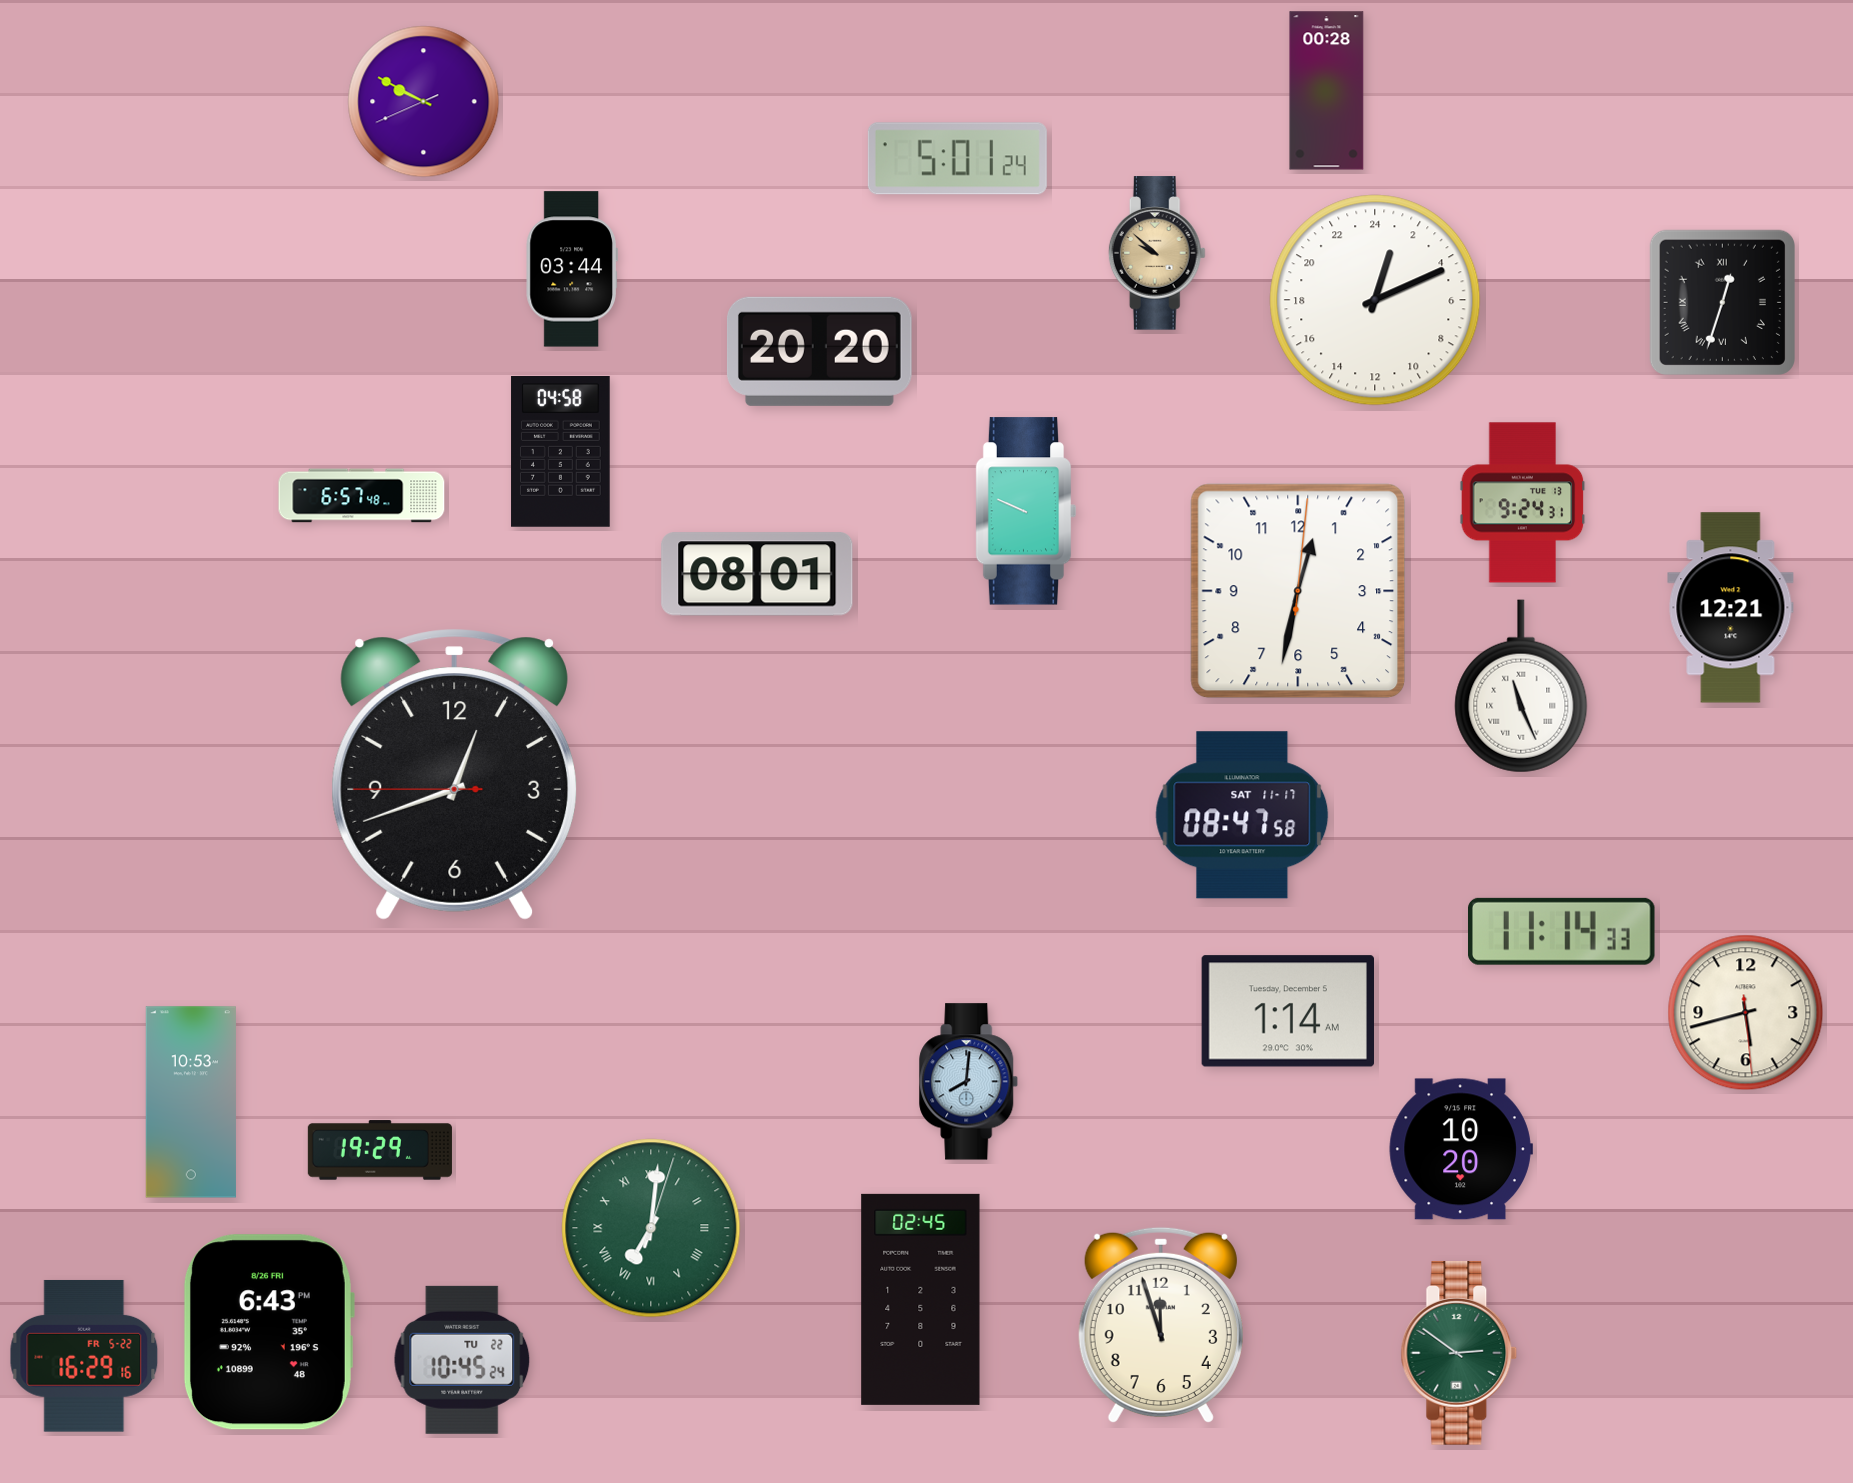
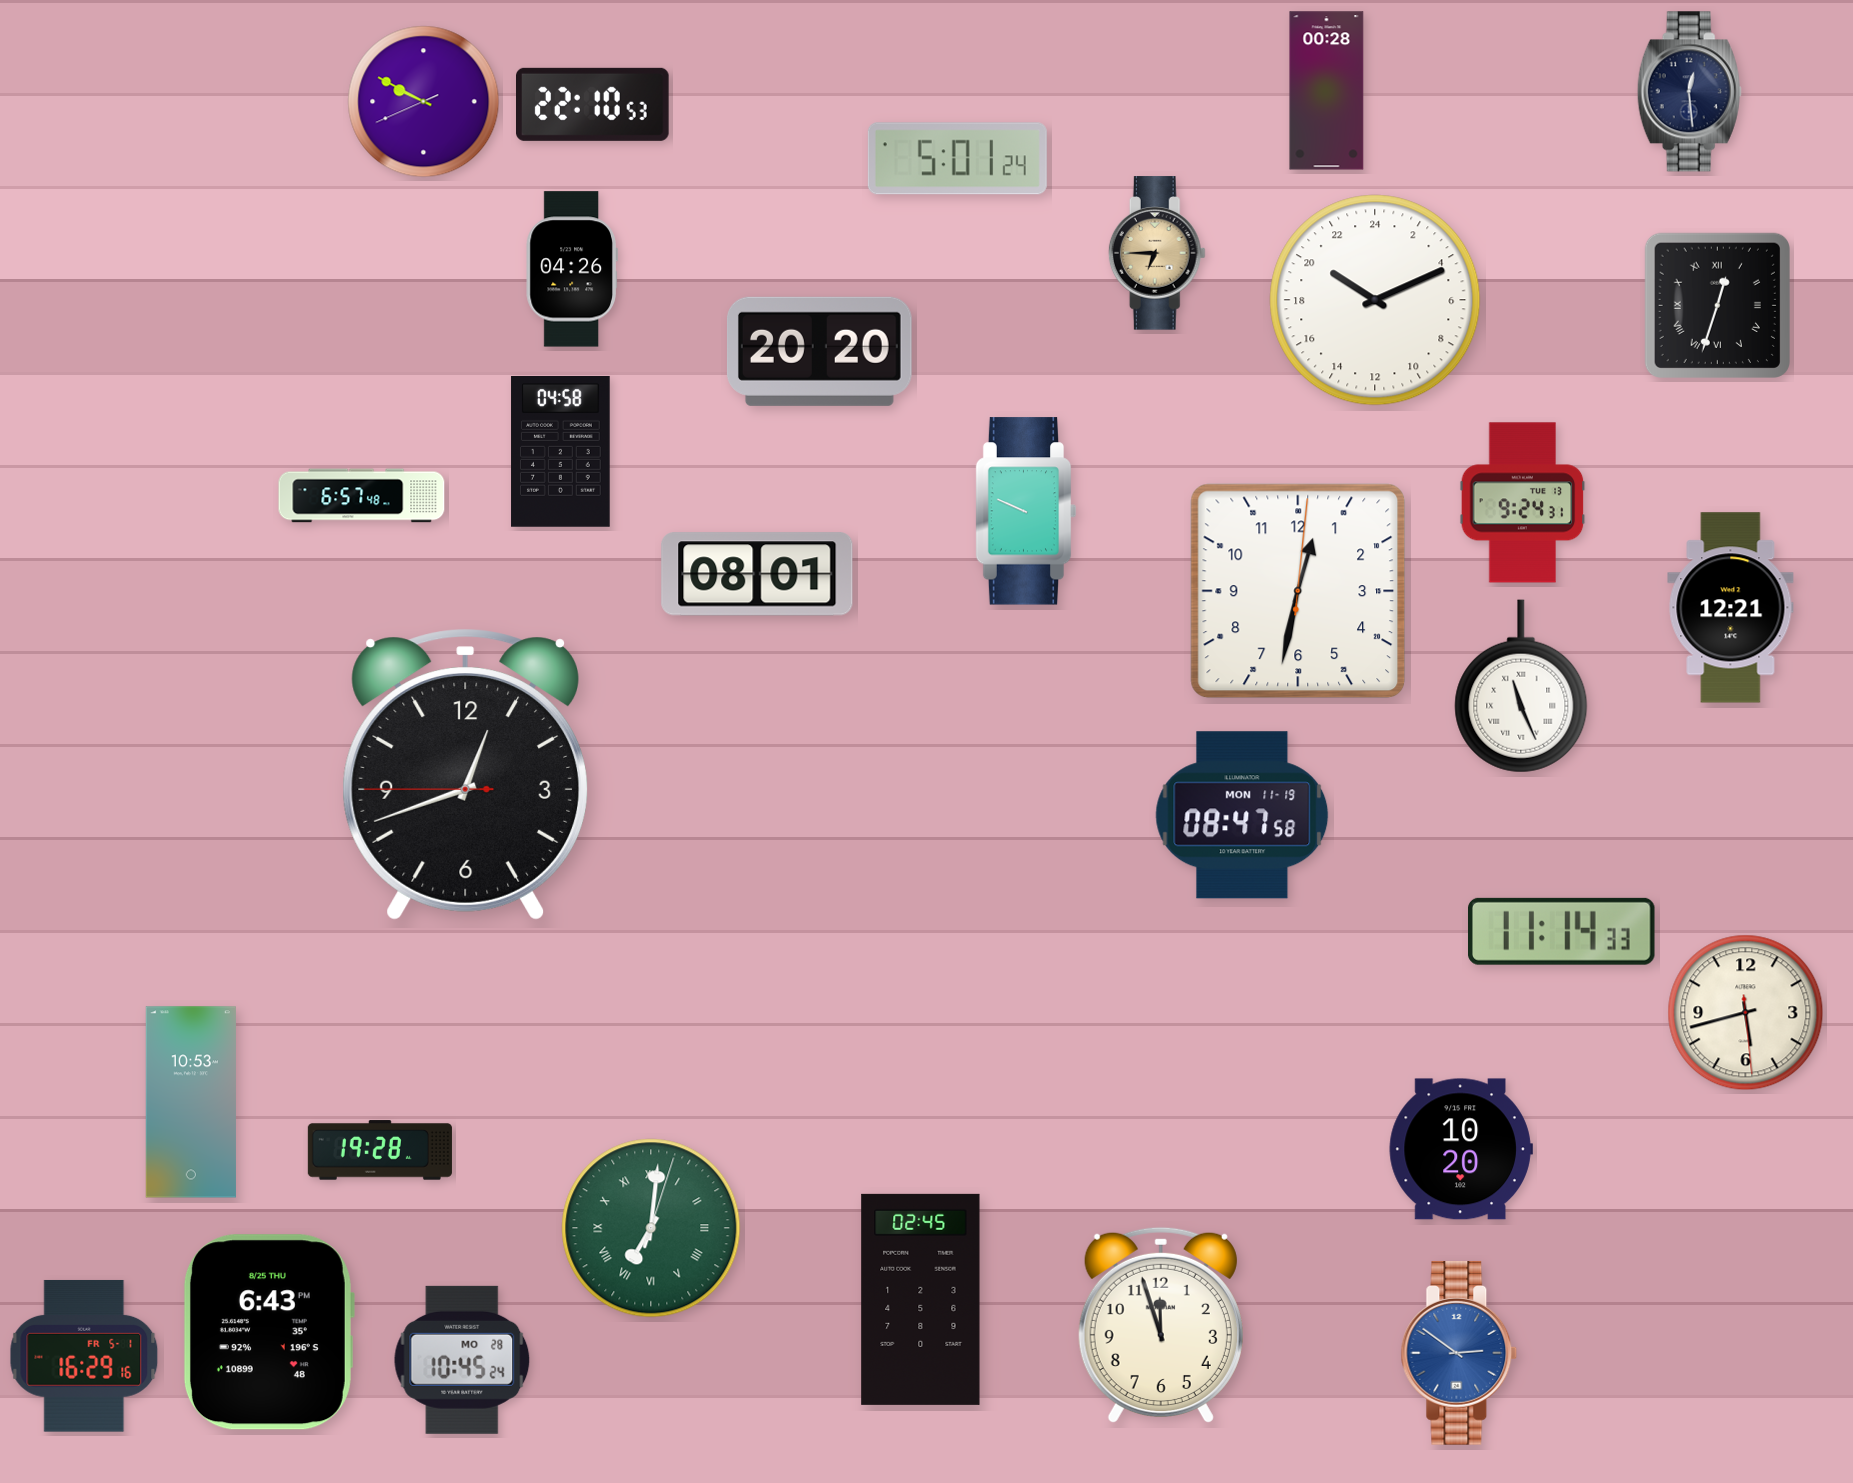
clock at (1689, 92): none -> 12:29
clock at (593, 104): none -> 22:10
clock at (1157, 253): 9:52 -> 6:45
clock at (572, 269): 03:44 -> 04:26
clock at (1375, 300): 1:11 -> 20:11
clock at (1722, 302) position: (1722, 302) -> (1717, 305)
clock at (454, 774) position: (454, 774) -> (465, 774)
clock at (1242, 815) date: SAT 11-17 -> MON 11-19
clock at (1287, 1011): 1:14 -> none
clock at (969, 1082): 8:01 -> none
clock at (380, 1150): 19:29 -> 19:28
clock at (268, 1332) date: 8/26 FRI -> 8/25 THU
clock at (1459, 1353) dial: green -> blue
clock at (84, 1356) date: FR 5-22 -> FR 5-1
clock at (462, 1360) date: TU 22 -> MO 28
